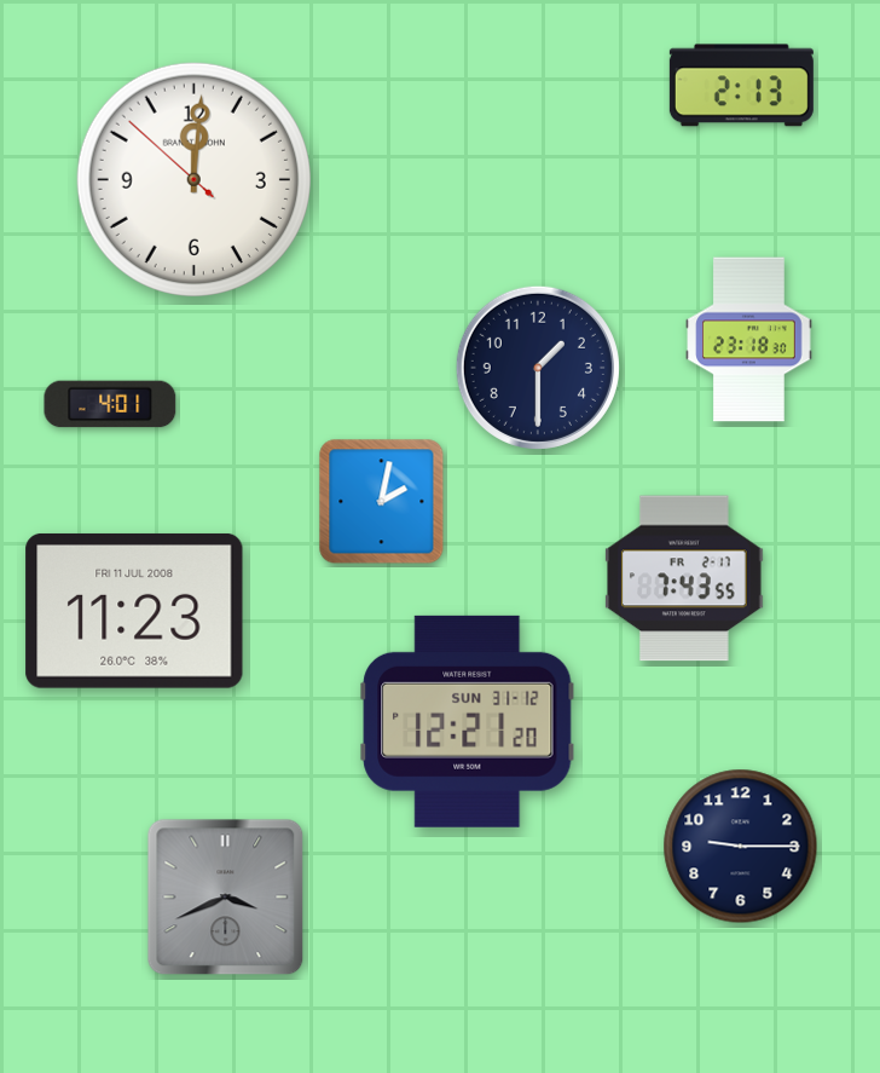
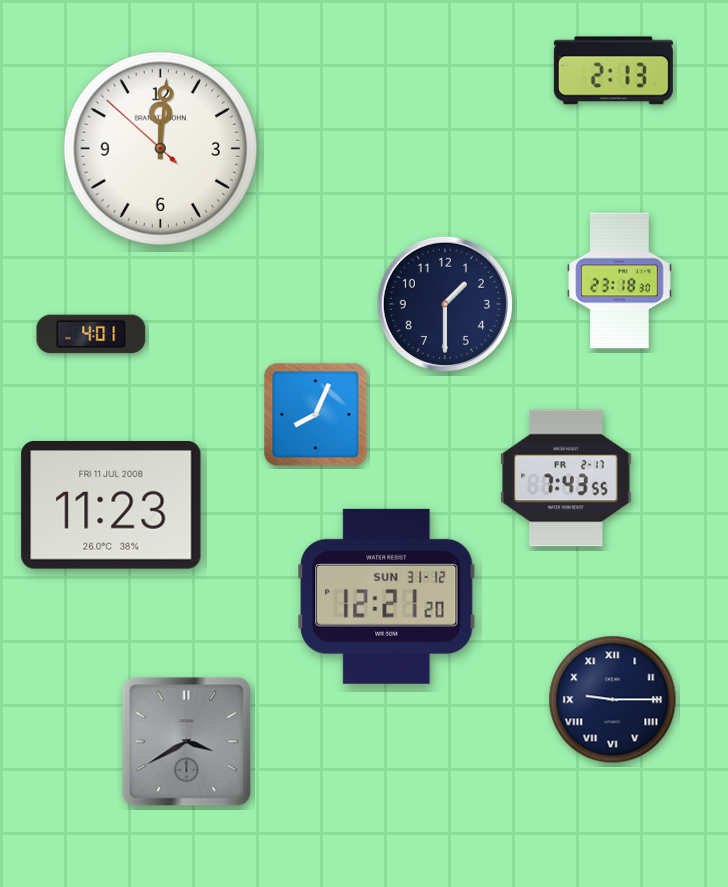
clock at (382, 502): 2:02 -> 8:04
clock at (741, 847) numerals: Arabic -> Roman
clock at (226, 898): 3:41 -> 3:40
